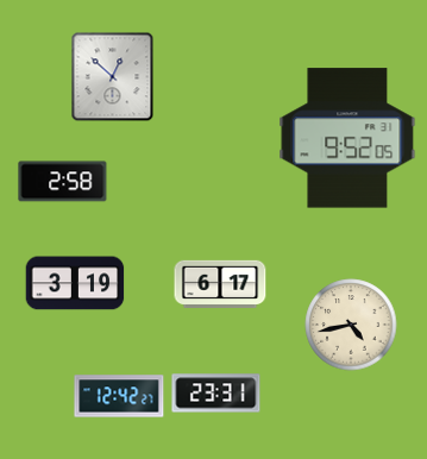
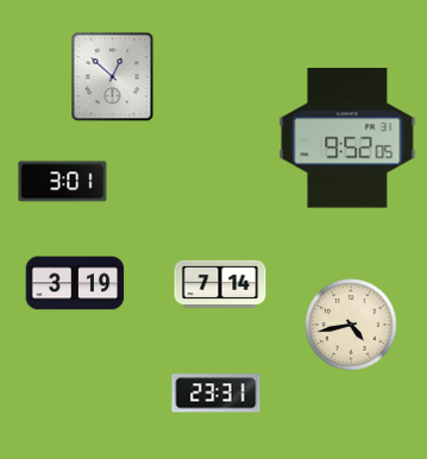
clock at (63, 182): 2:58 -> 3:01
clock at (220, 283): 6:17 -> 7:14
clock at (119, 396): 12:42 -> none
